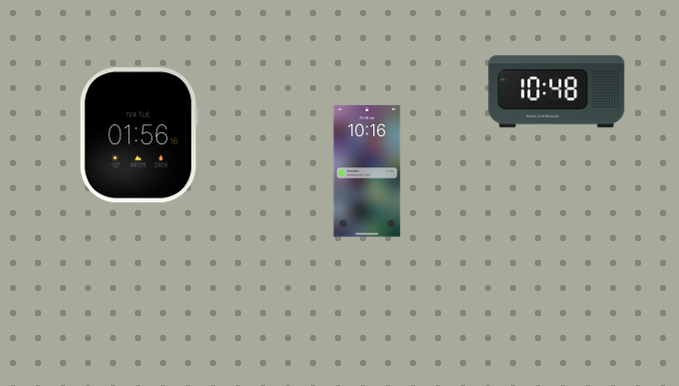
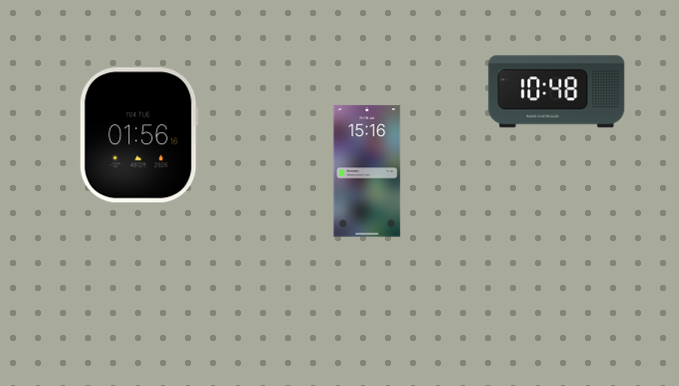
clock at (367, 171): 10:16 -> 15:16
